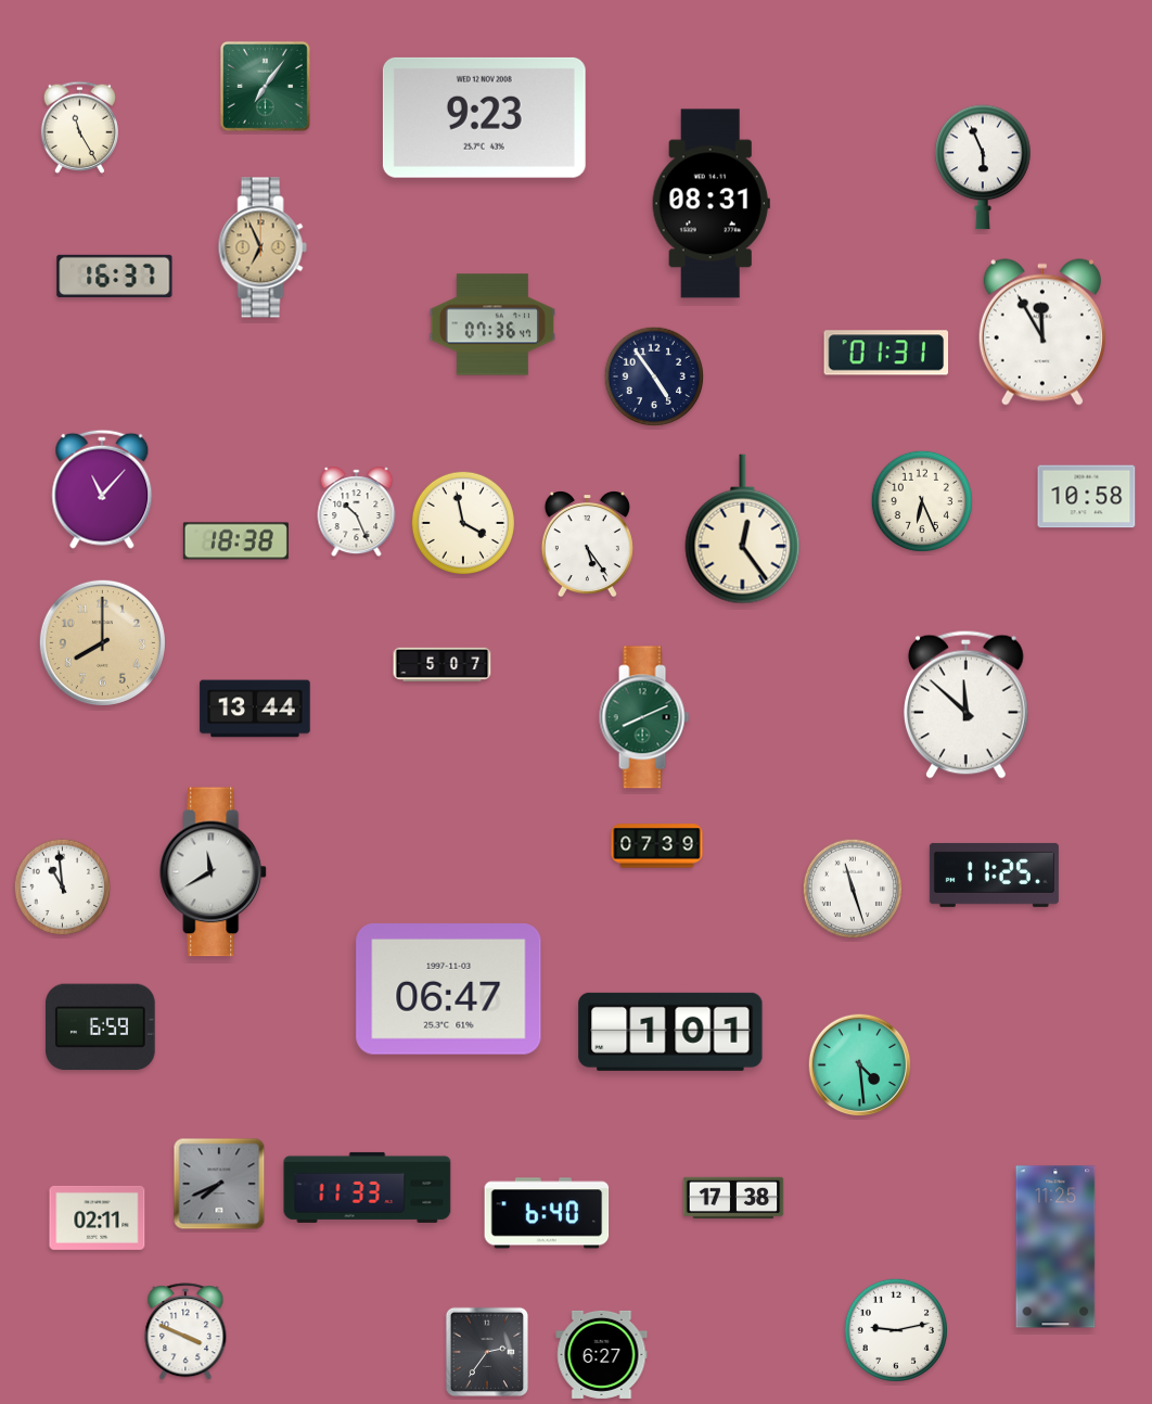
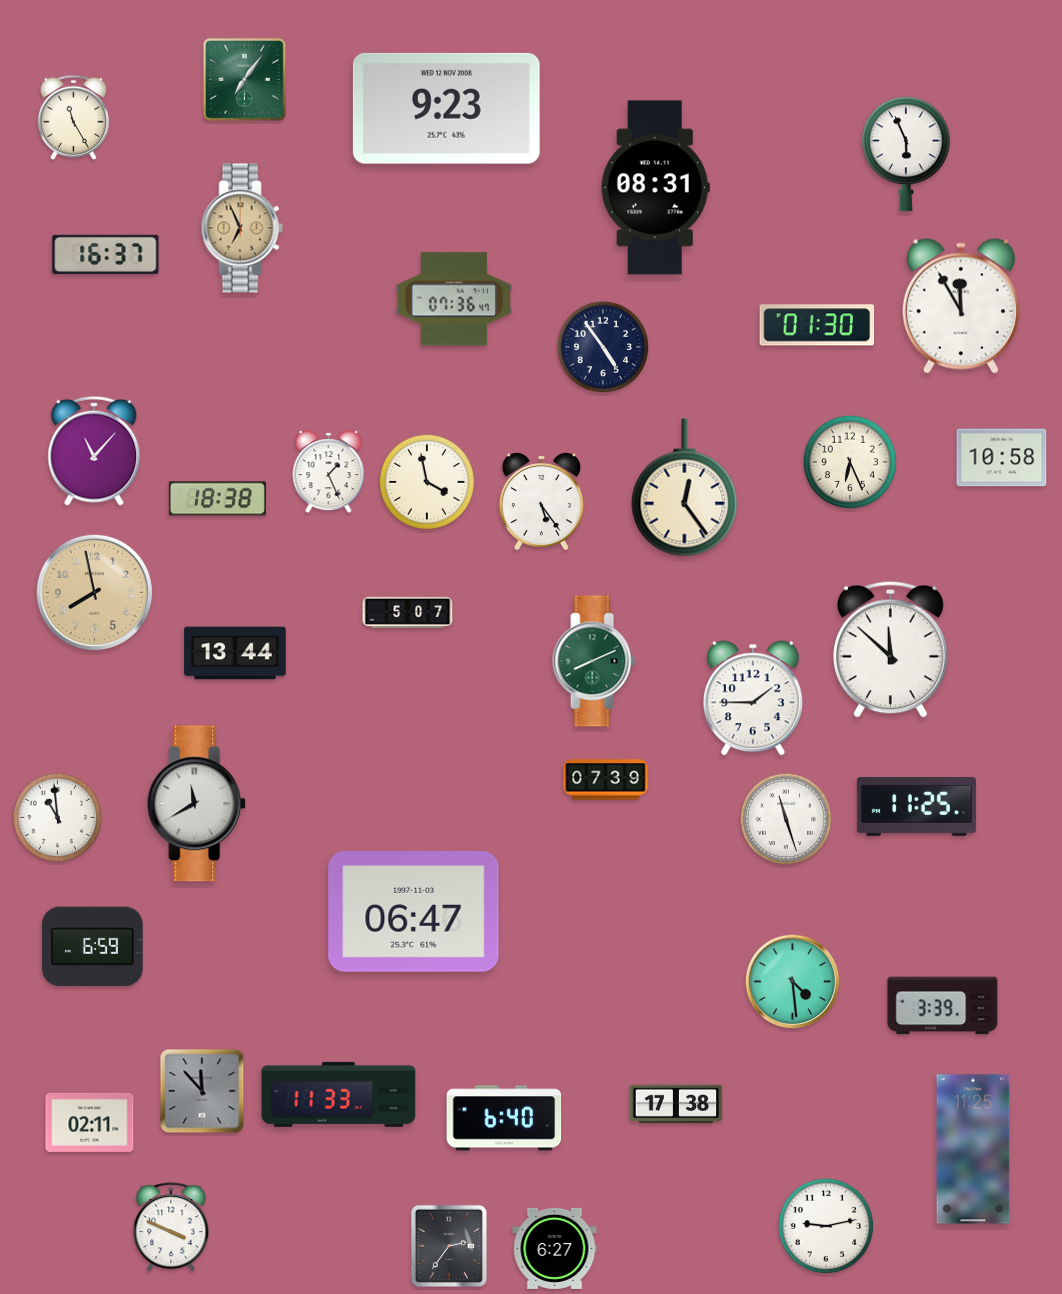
clock at (886, 353): 01:31 -> 01:30
clock at (357, 512): 10:26 -> 1:26
clock at (102, 642): 8:00 -> 7:58
clock at (753, 698): none -> 1:45
clock at (670, 1032): 1:01 -> none
clock at (943, 1006): none -> 3:39
clock at (219, 1184): 7:41 -> 11:53
